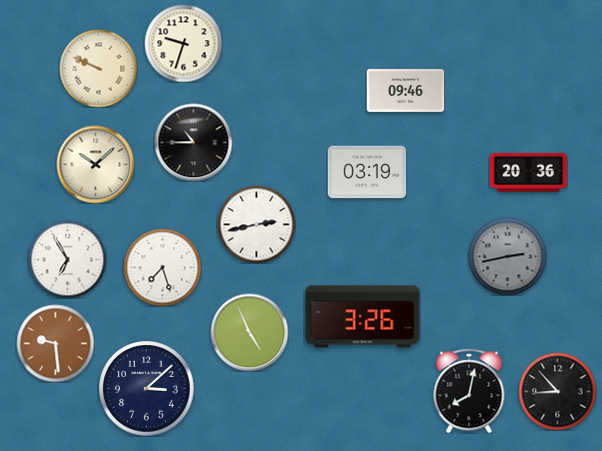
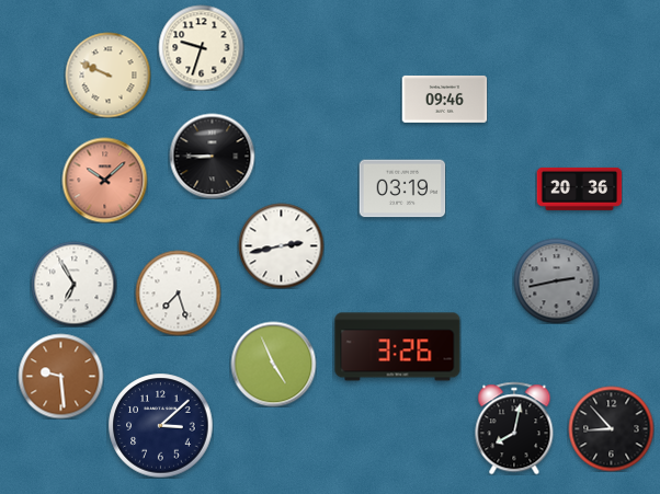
clock at (193, 142): 10:45 -> 8:45
clock at (95, 164) dial: cream -> salmon
